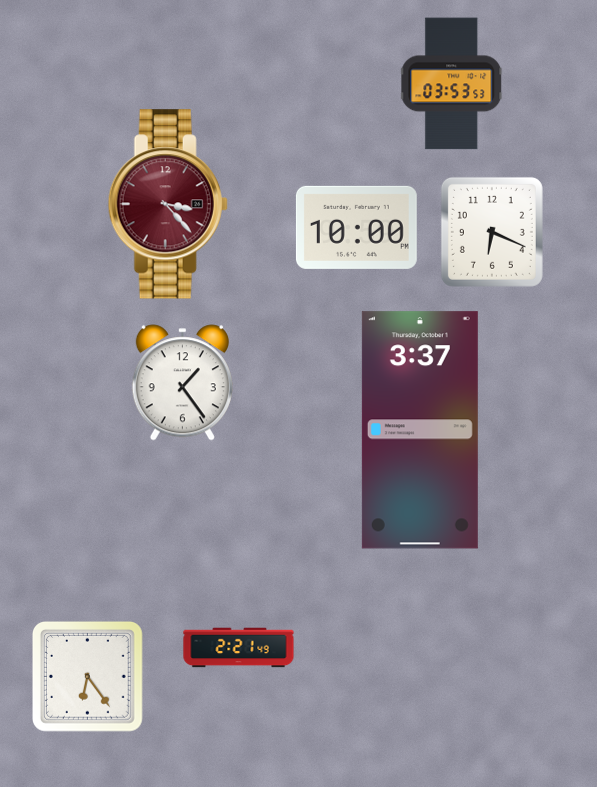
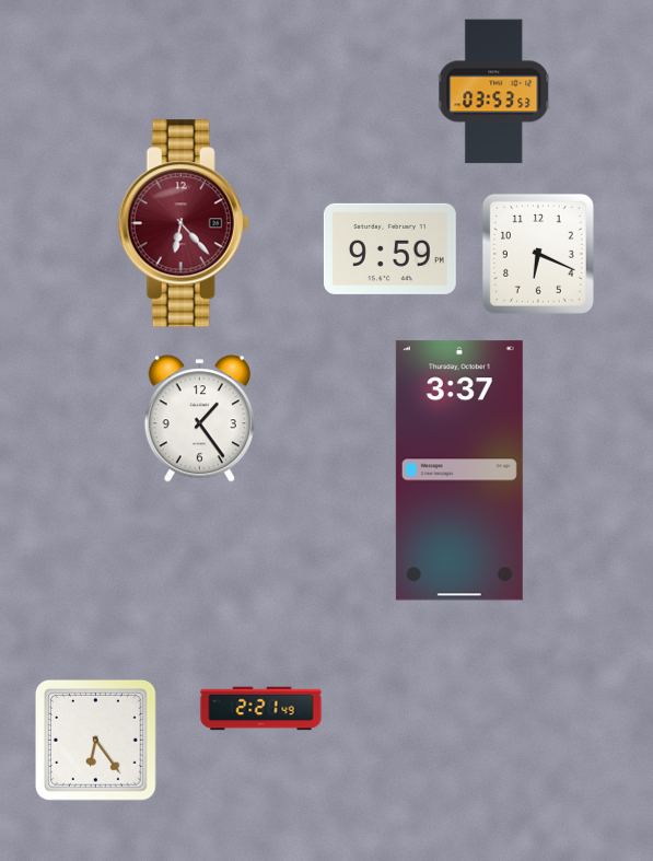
clock at (168, 204): 3:23 -> 6:23
clock at (356, 227): 10:00 -> 9:59
